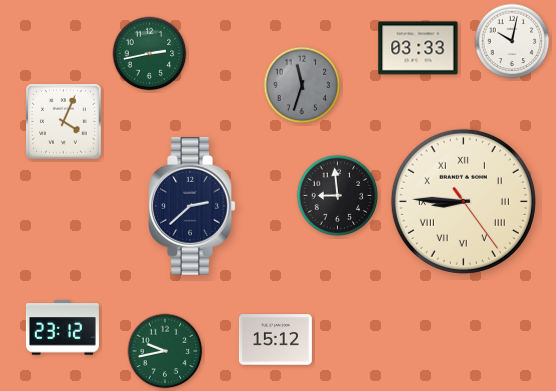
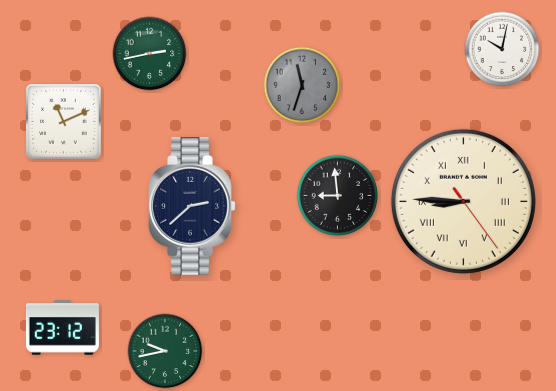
clock at (512, 41) position: (512, 41) -> (502, 49)
clock at (418, 48): 03:33 -> none
clock at (64, 122): 4:04 -> 11:11
clock at (275, 340): 15:12 -> none
